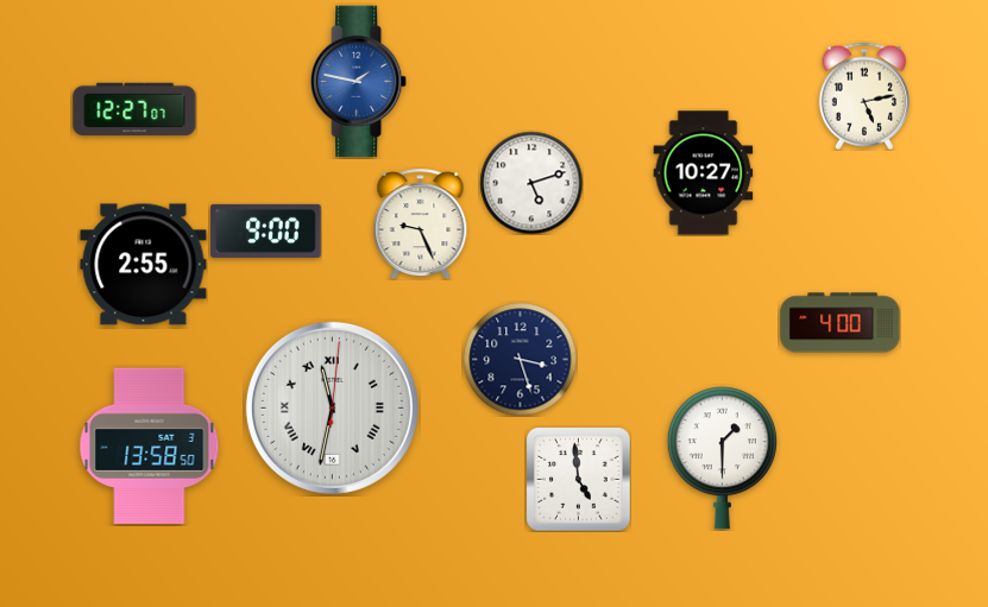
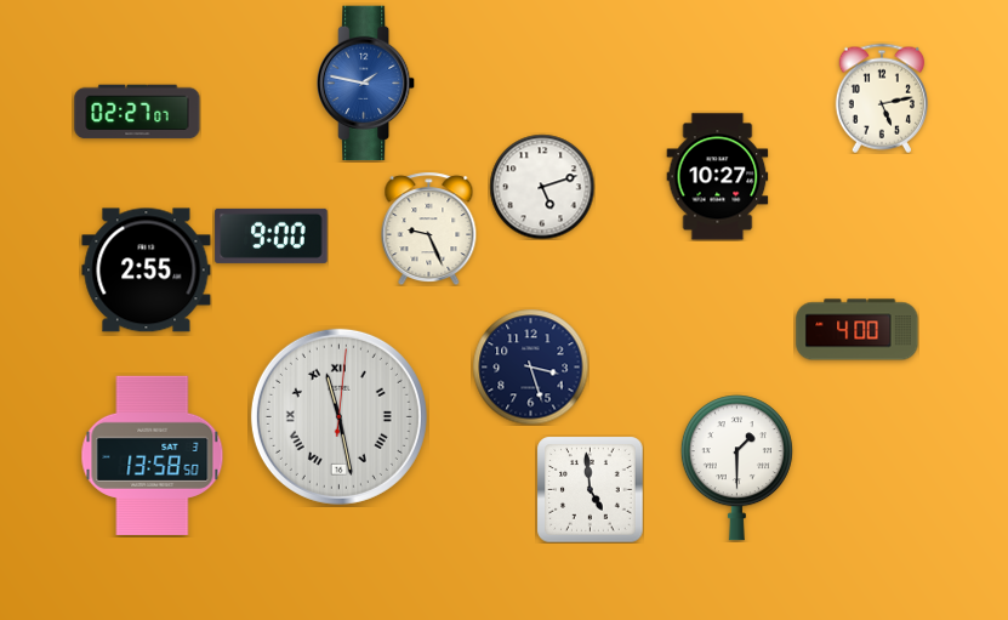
clock at (134, 109): 12:27 -> 02:27
clock at (332, 407): 11:32 -> 11:28
